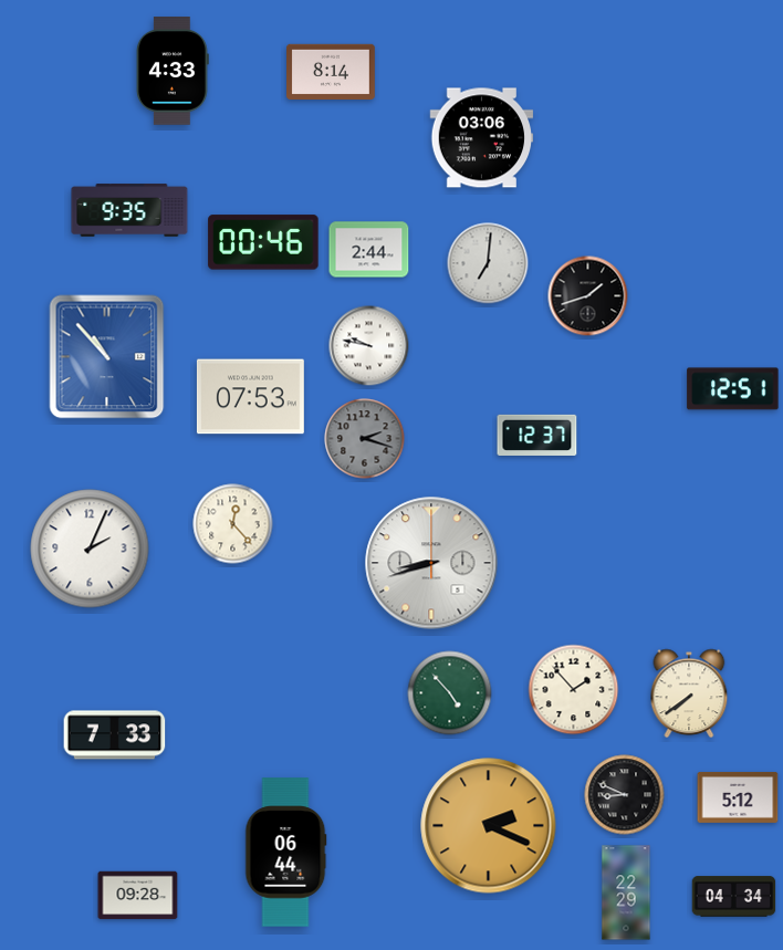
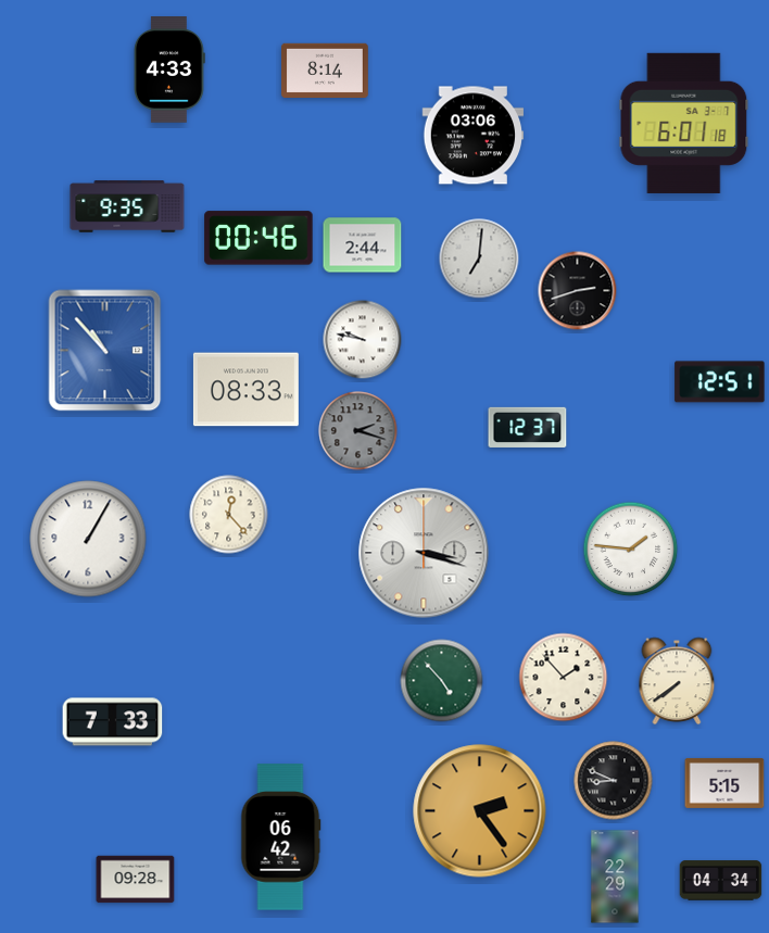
clock at (684, 123): none -> 6:01
clock at (588, 296): 1:42 -> 2:42
clock at (250, 397): 07:53 -> 08:33
clock at (90, 549): 2:04 -> 1:05
clock at (631, 550): none -> 1:46
clock at (431, 563): 8:42 -> 3:18
clock at (738, 797): 5:12 -> 5:15
clock at (489, 826): 2:19 -> 2:24
clock at (286, 853): 06:44 -> 06:42
